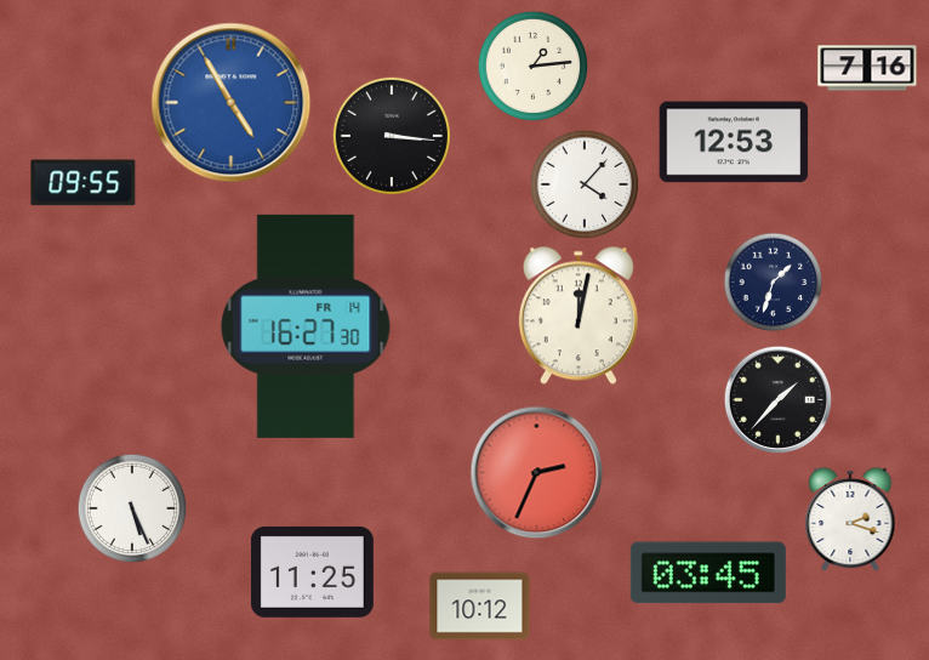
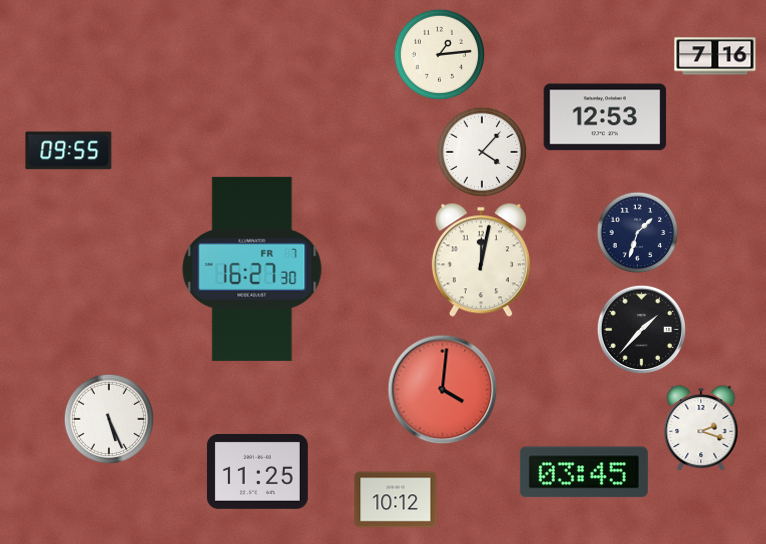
clock at (232, 103): 4:55 -> none
clock at (391, 135): 3:16 -> none
clock at (579, 315) position: (579, 315) -> (481, 260)
clock at (306, 326) date: FR 14 -> FR 7
clock at (537, 473): 2:34 -> 4:01
